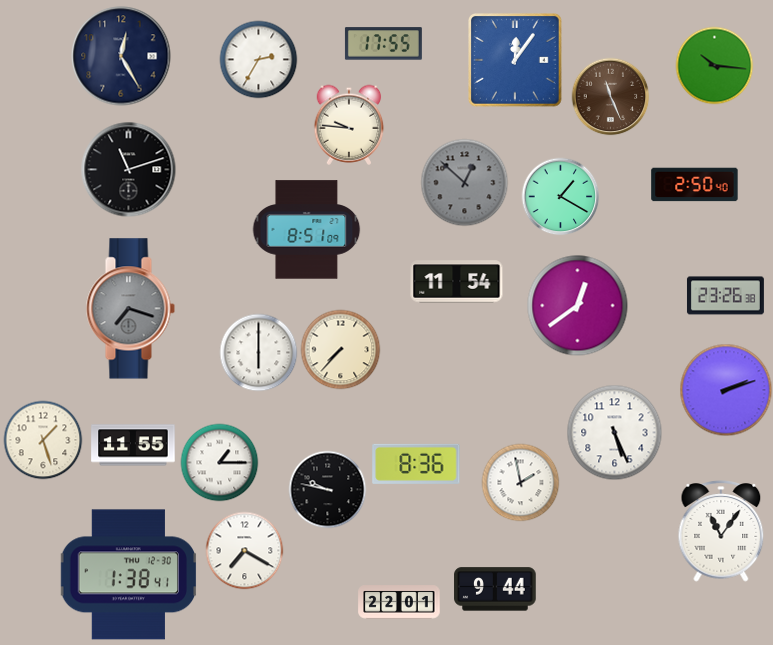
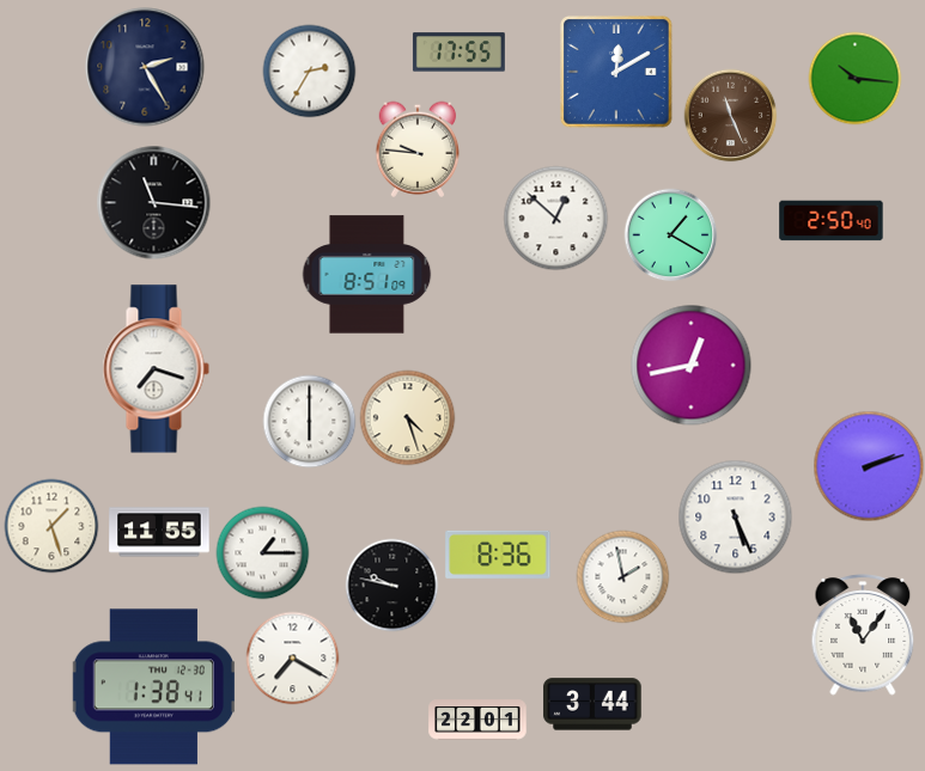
clock at (121, 56): 12:25 -> 2:25
clock at (515, 60): 12:06 -> 12:10
clock at (128, 169): 11:12 -> 11:16
clock at (464, 182) dial: grey -> white
clock at (457, 282): 11:54 -> none
clock at (725, 296): 23:26 -> none
clock at (578, 306): 12:39 -> 12:43
clock at (130, 309) dial: grey -> white
clock at (340, 349): 7:37 -> 4:27
clock at (495, 589): 9:44 -> 3:44
